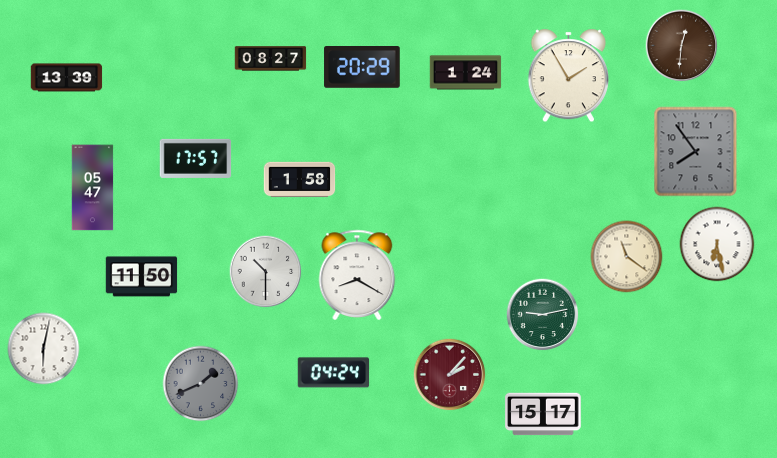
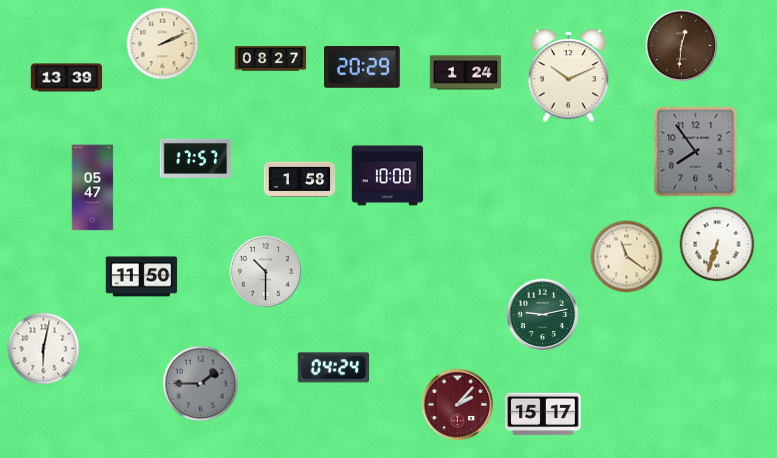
clock at (163, 44): none -> 2:11
clock at (568, 76): 1:55 -> 10:11
clock at (388, 176): none -> 10:00
clock at (717, 244): 6:28 -> 6:33
clock at (357, 275): 8:20 -> none
clock at (334, 373) position: (334, 373) -> (334, 368)
clock at (450, 375) position: (450, 375) -> (458, 405)
clock at (201, 384): 1:41 -> 1:45
